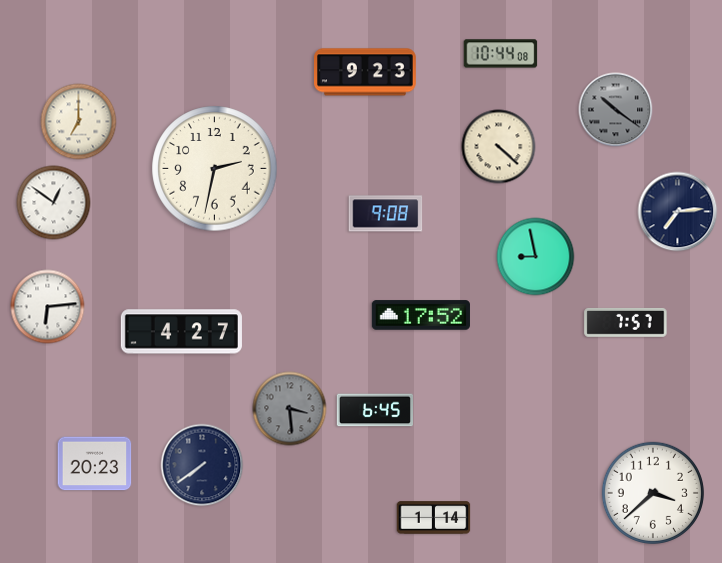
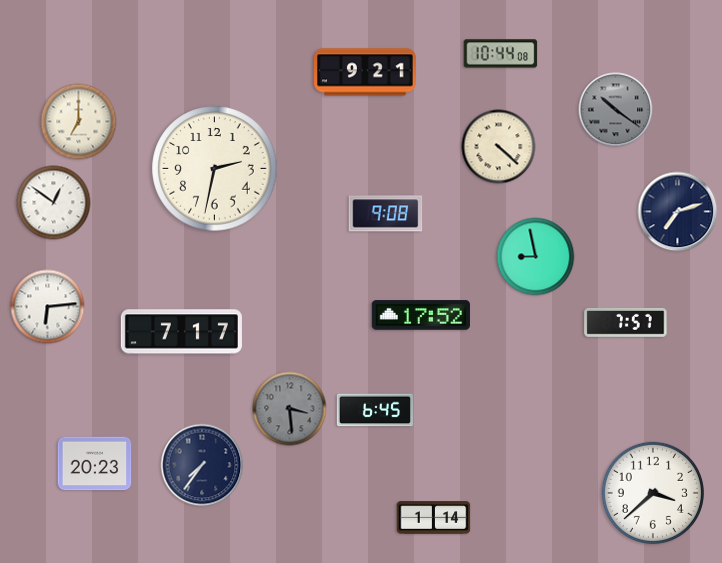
clock at (366, 72): 9:23 -> 9:21
clock at (678, 212): 7:14 -> 7:12
clock at (181, 332): 4:27 -> 7:17
clock at (202, 465): 7:39 -> 7:36
